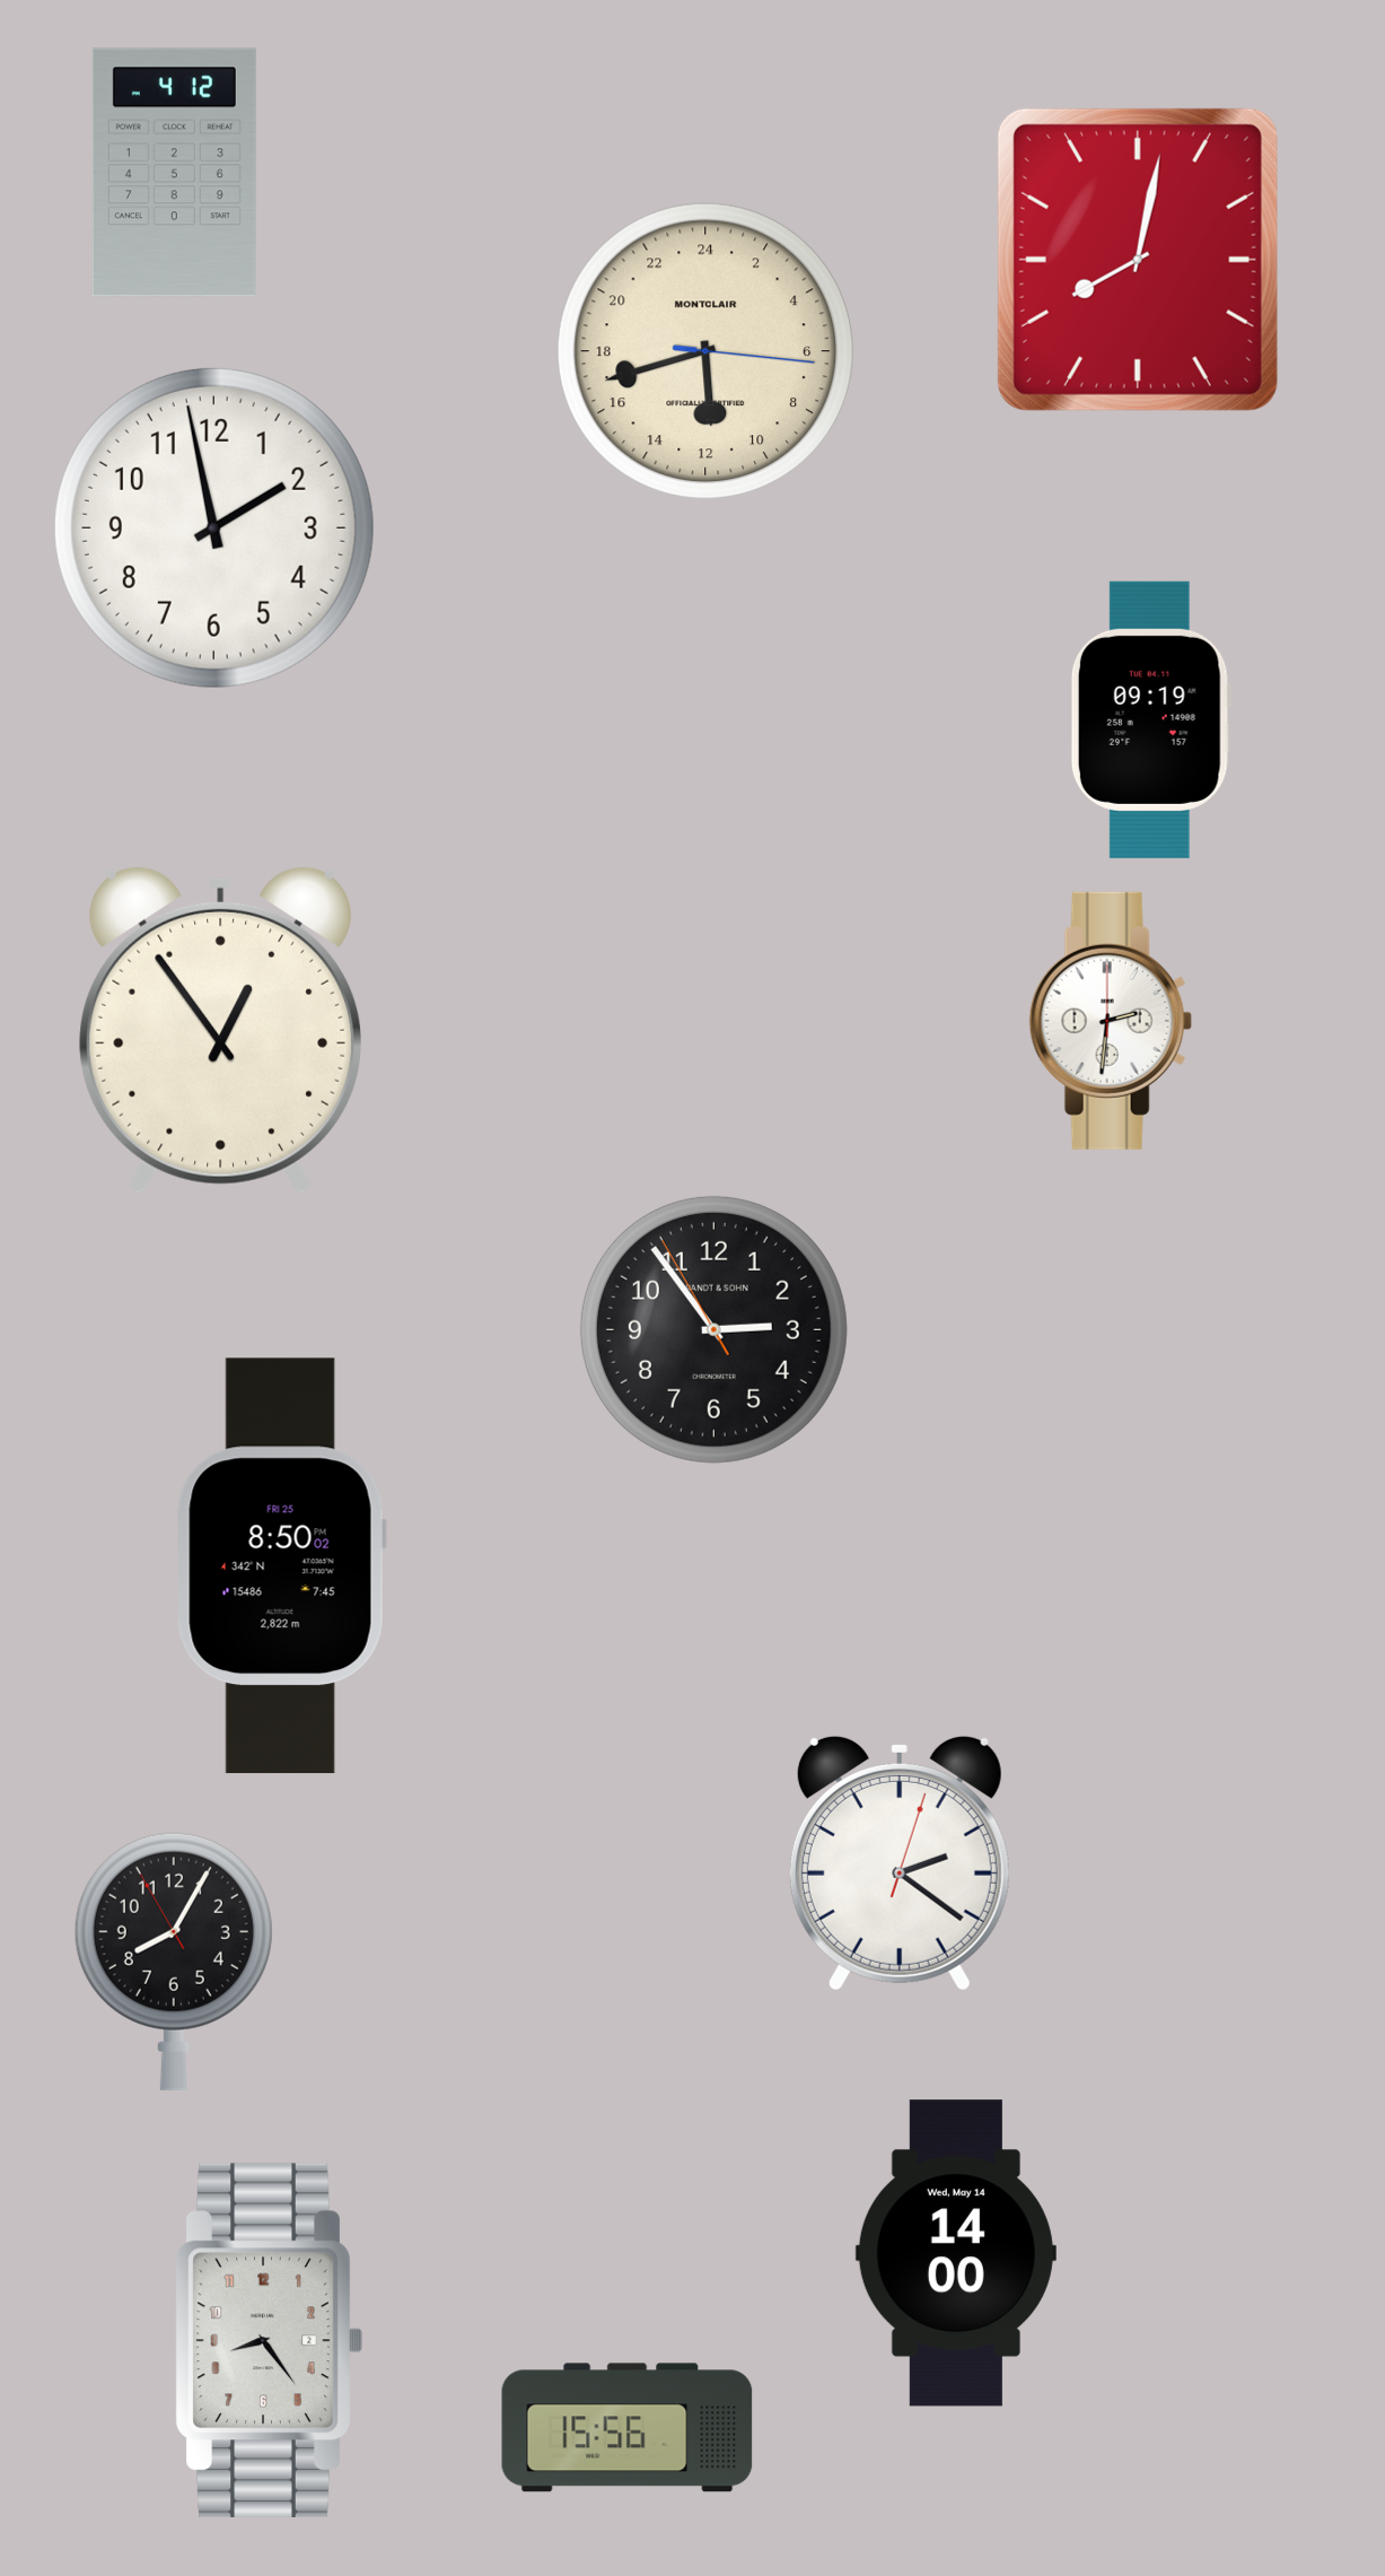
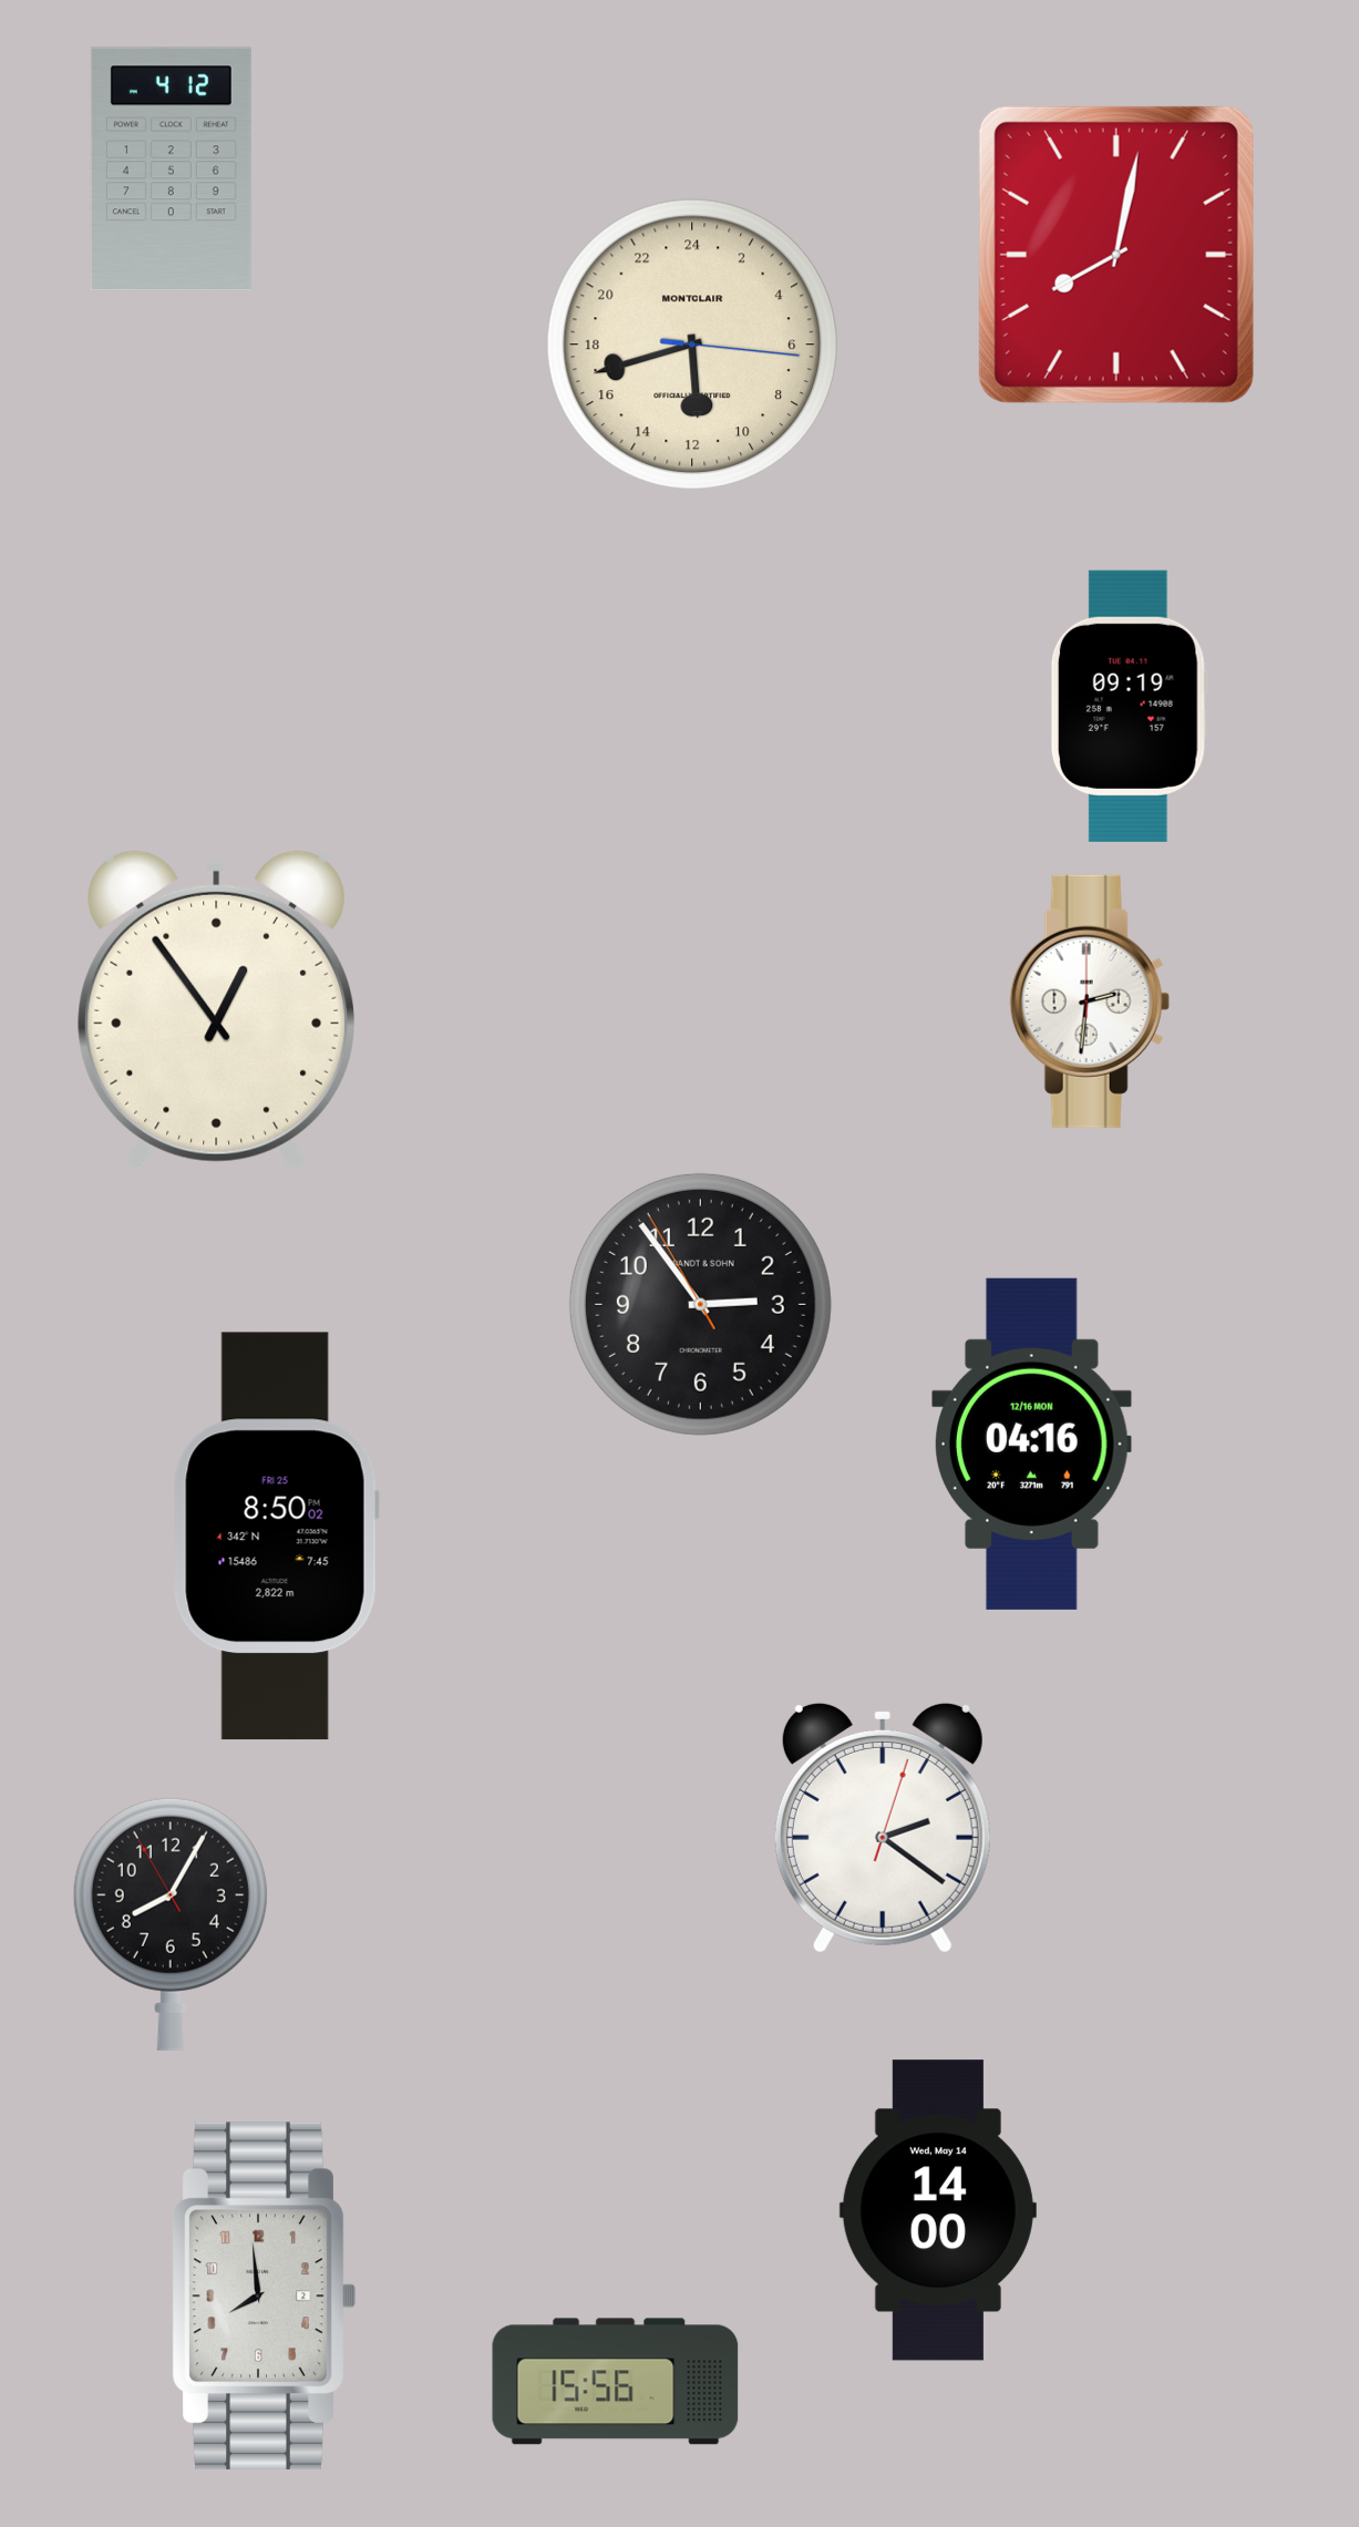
clock at (213, 527): 1:58 -> none
clock at (1032, 1444): none -> 04:16
clock at (269, 2340): 8:24 -> 7:59
